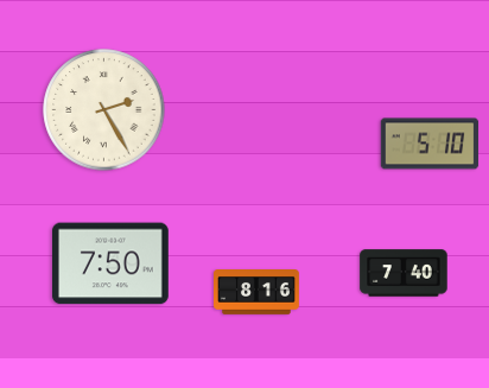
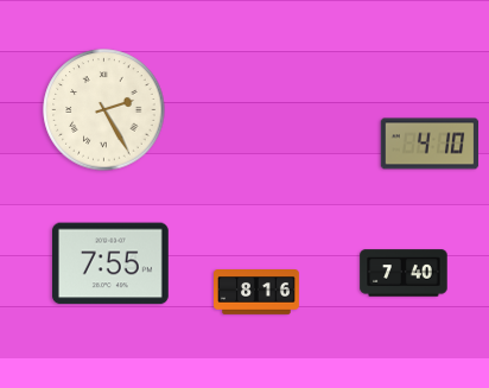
clock at (430, 144): 5:10 -> 4:10
clock at (110, 263): 7:50 -> 7:55
